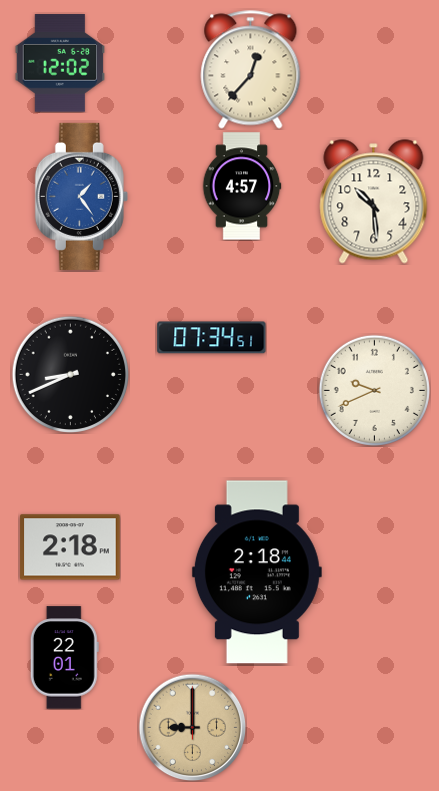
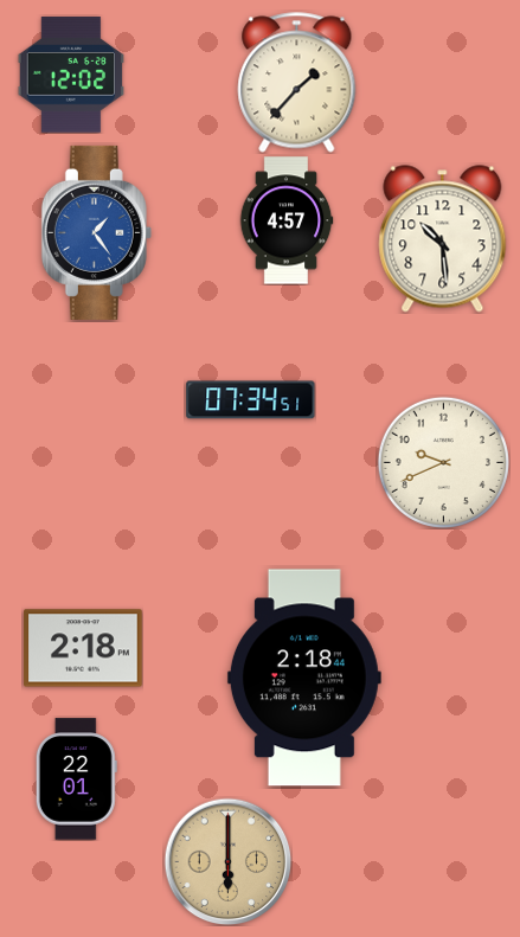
clock at (251, 70): 12:37 -> 1:37
clock at (70, 374): 8:41 -> none
clock at (192, 727): 9:00 -> 6:00
